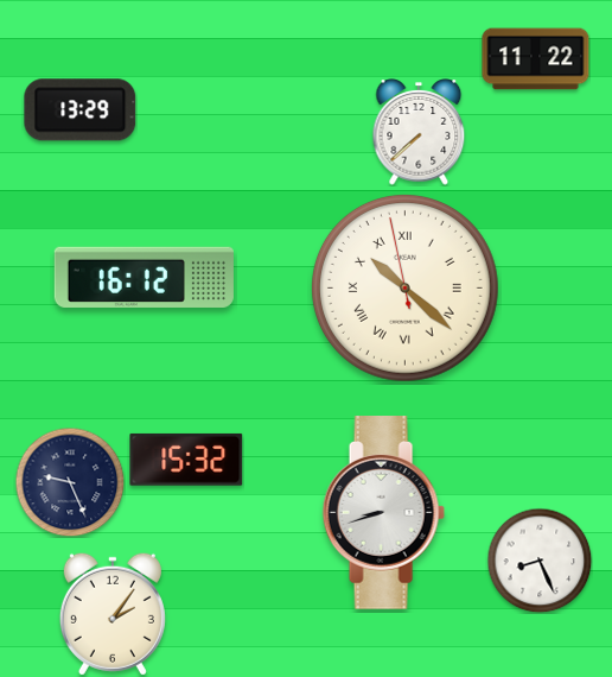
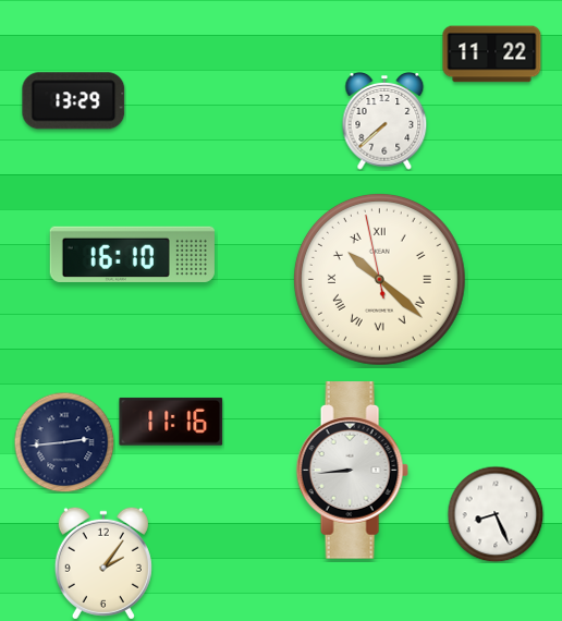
clock at (144, 277): 16:12 -> 16:10
clock at (404, 287) position: (404, 287) -> (379, 279)
clock at (186, 460): 15:32 -> 11:16
clock at (70, 482): 9:26 -> 2:44
clock at (383, 513): 8:42 -> 8:44
